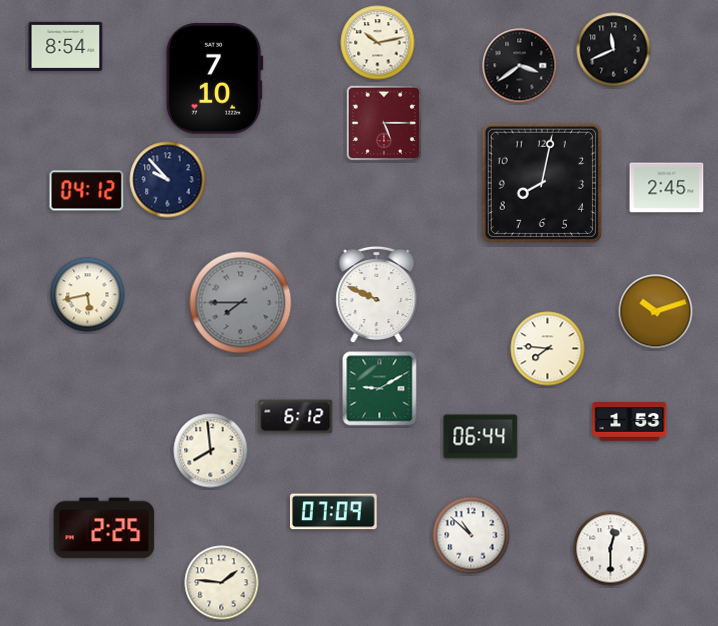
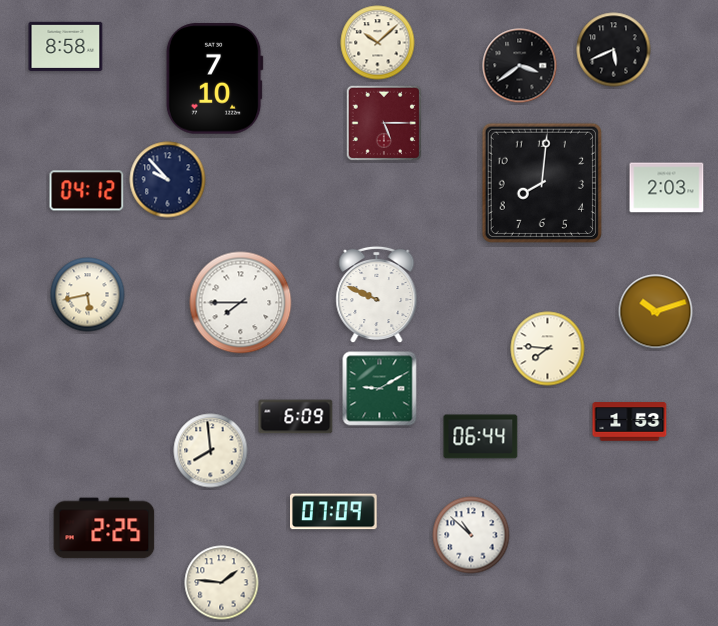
clock at (378, 43): 10:13 -> 10:08
clock at (66, 46): 8:54 -> 8:58
clock at (614, 50): 11:41 -> 5:41
clock at (542, 183): 8:02 -> 8:01
clock at (667, 188): 2:45 -> 2:03
clock at (241, 303) dial: grey -> white
clock at (296, 417): 6:12 -> 6:09
clock at (611, 549): 12:30 -> none
